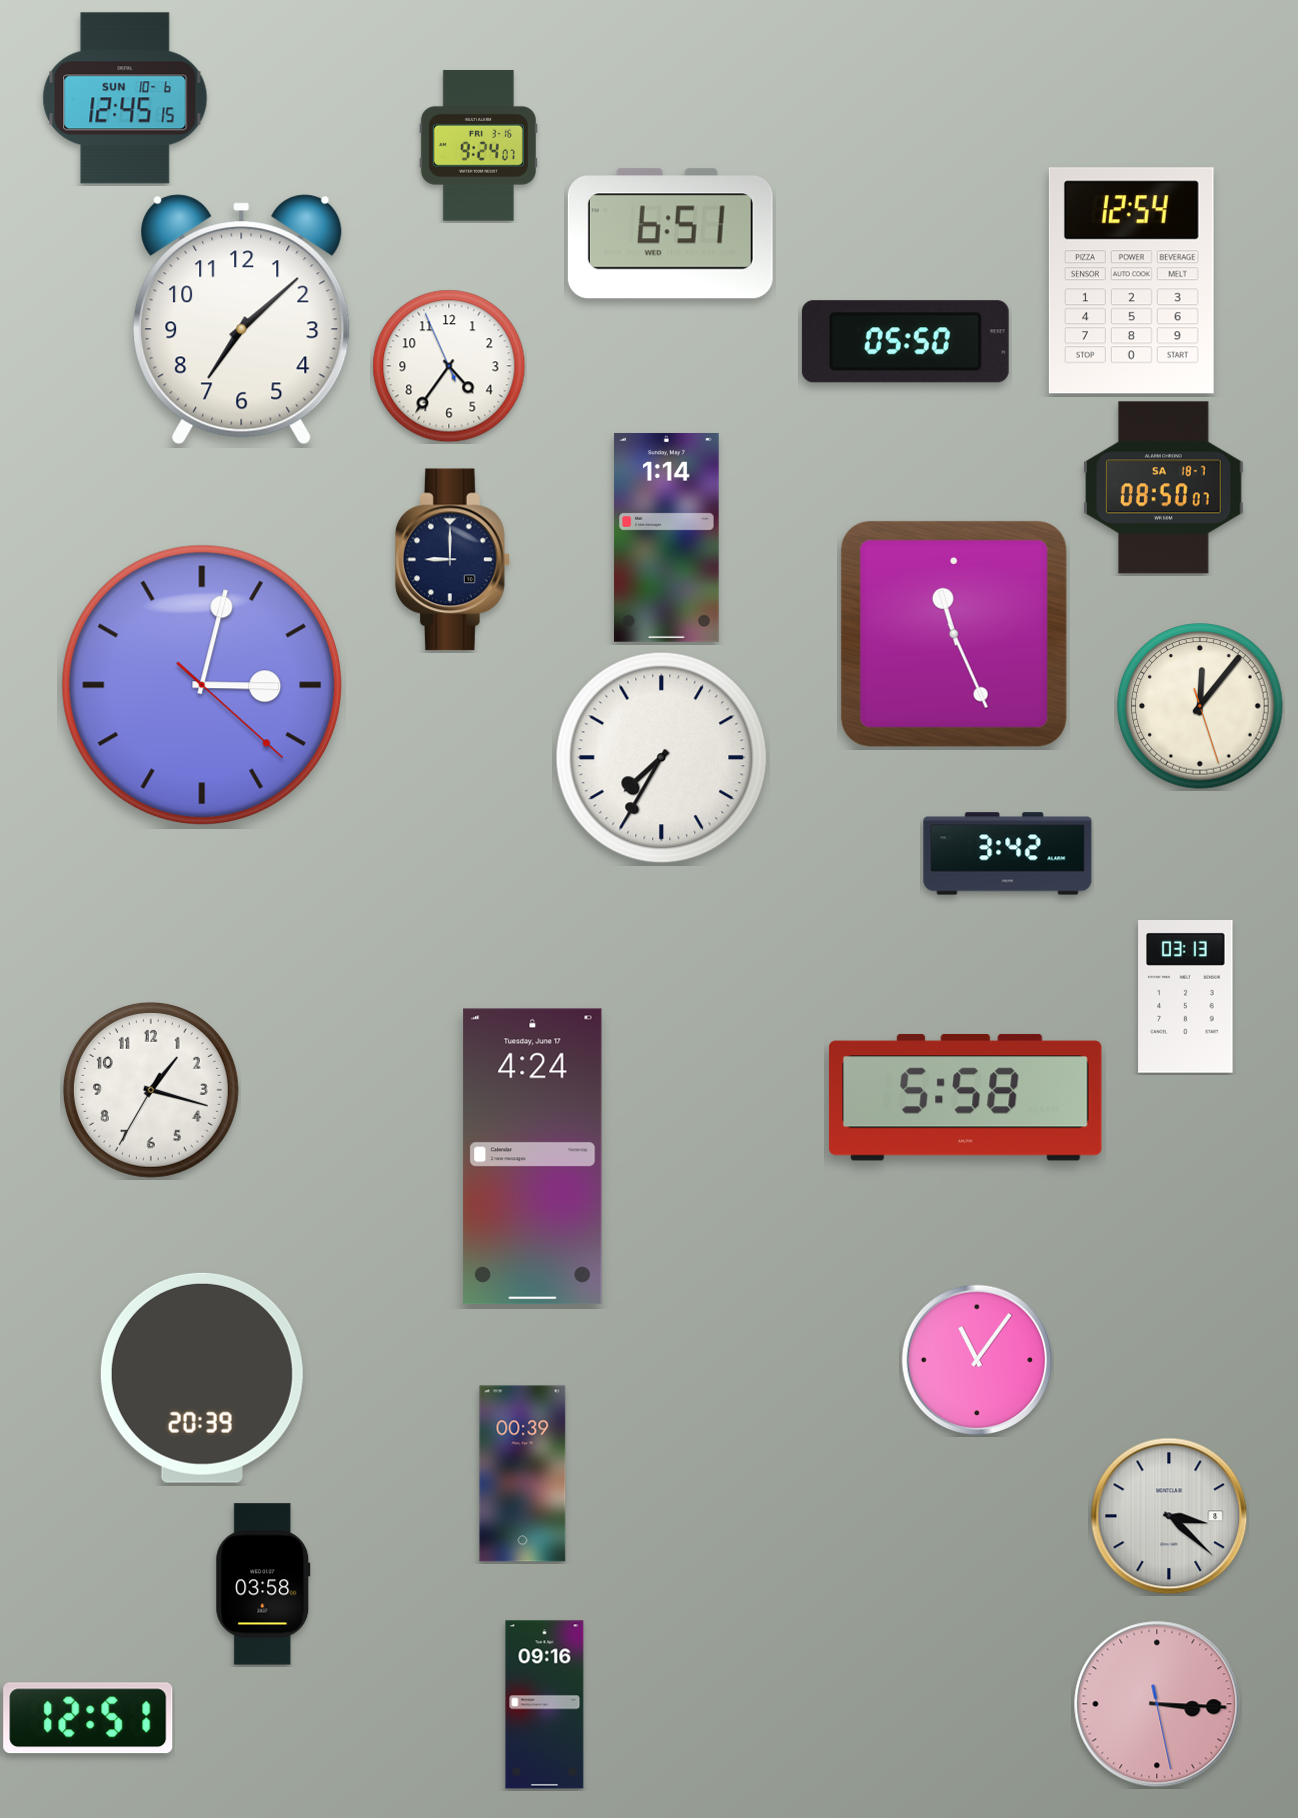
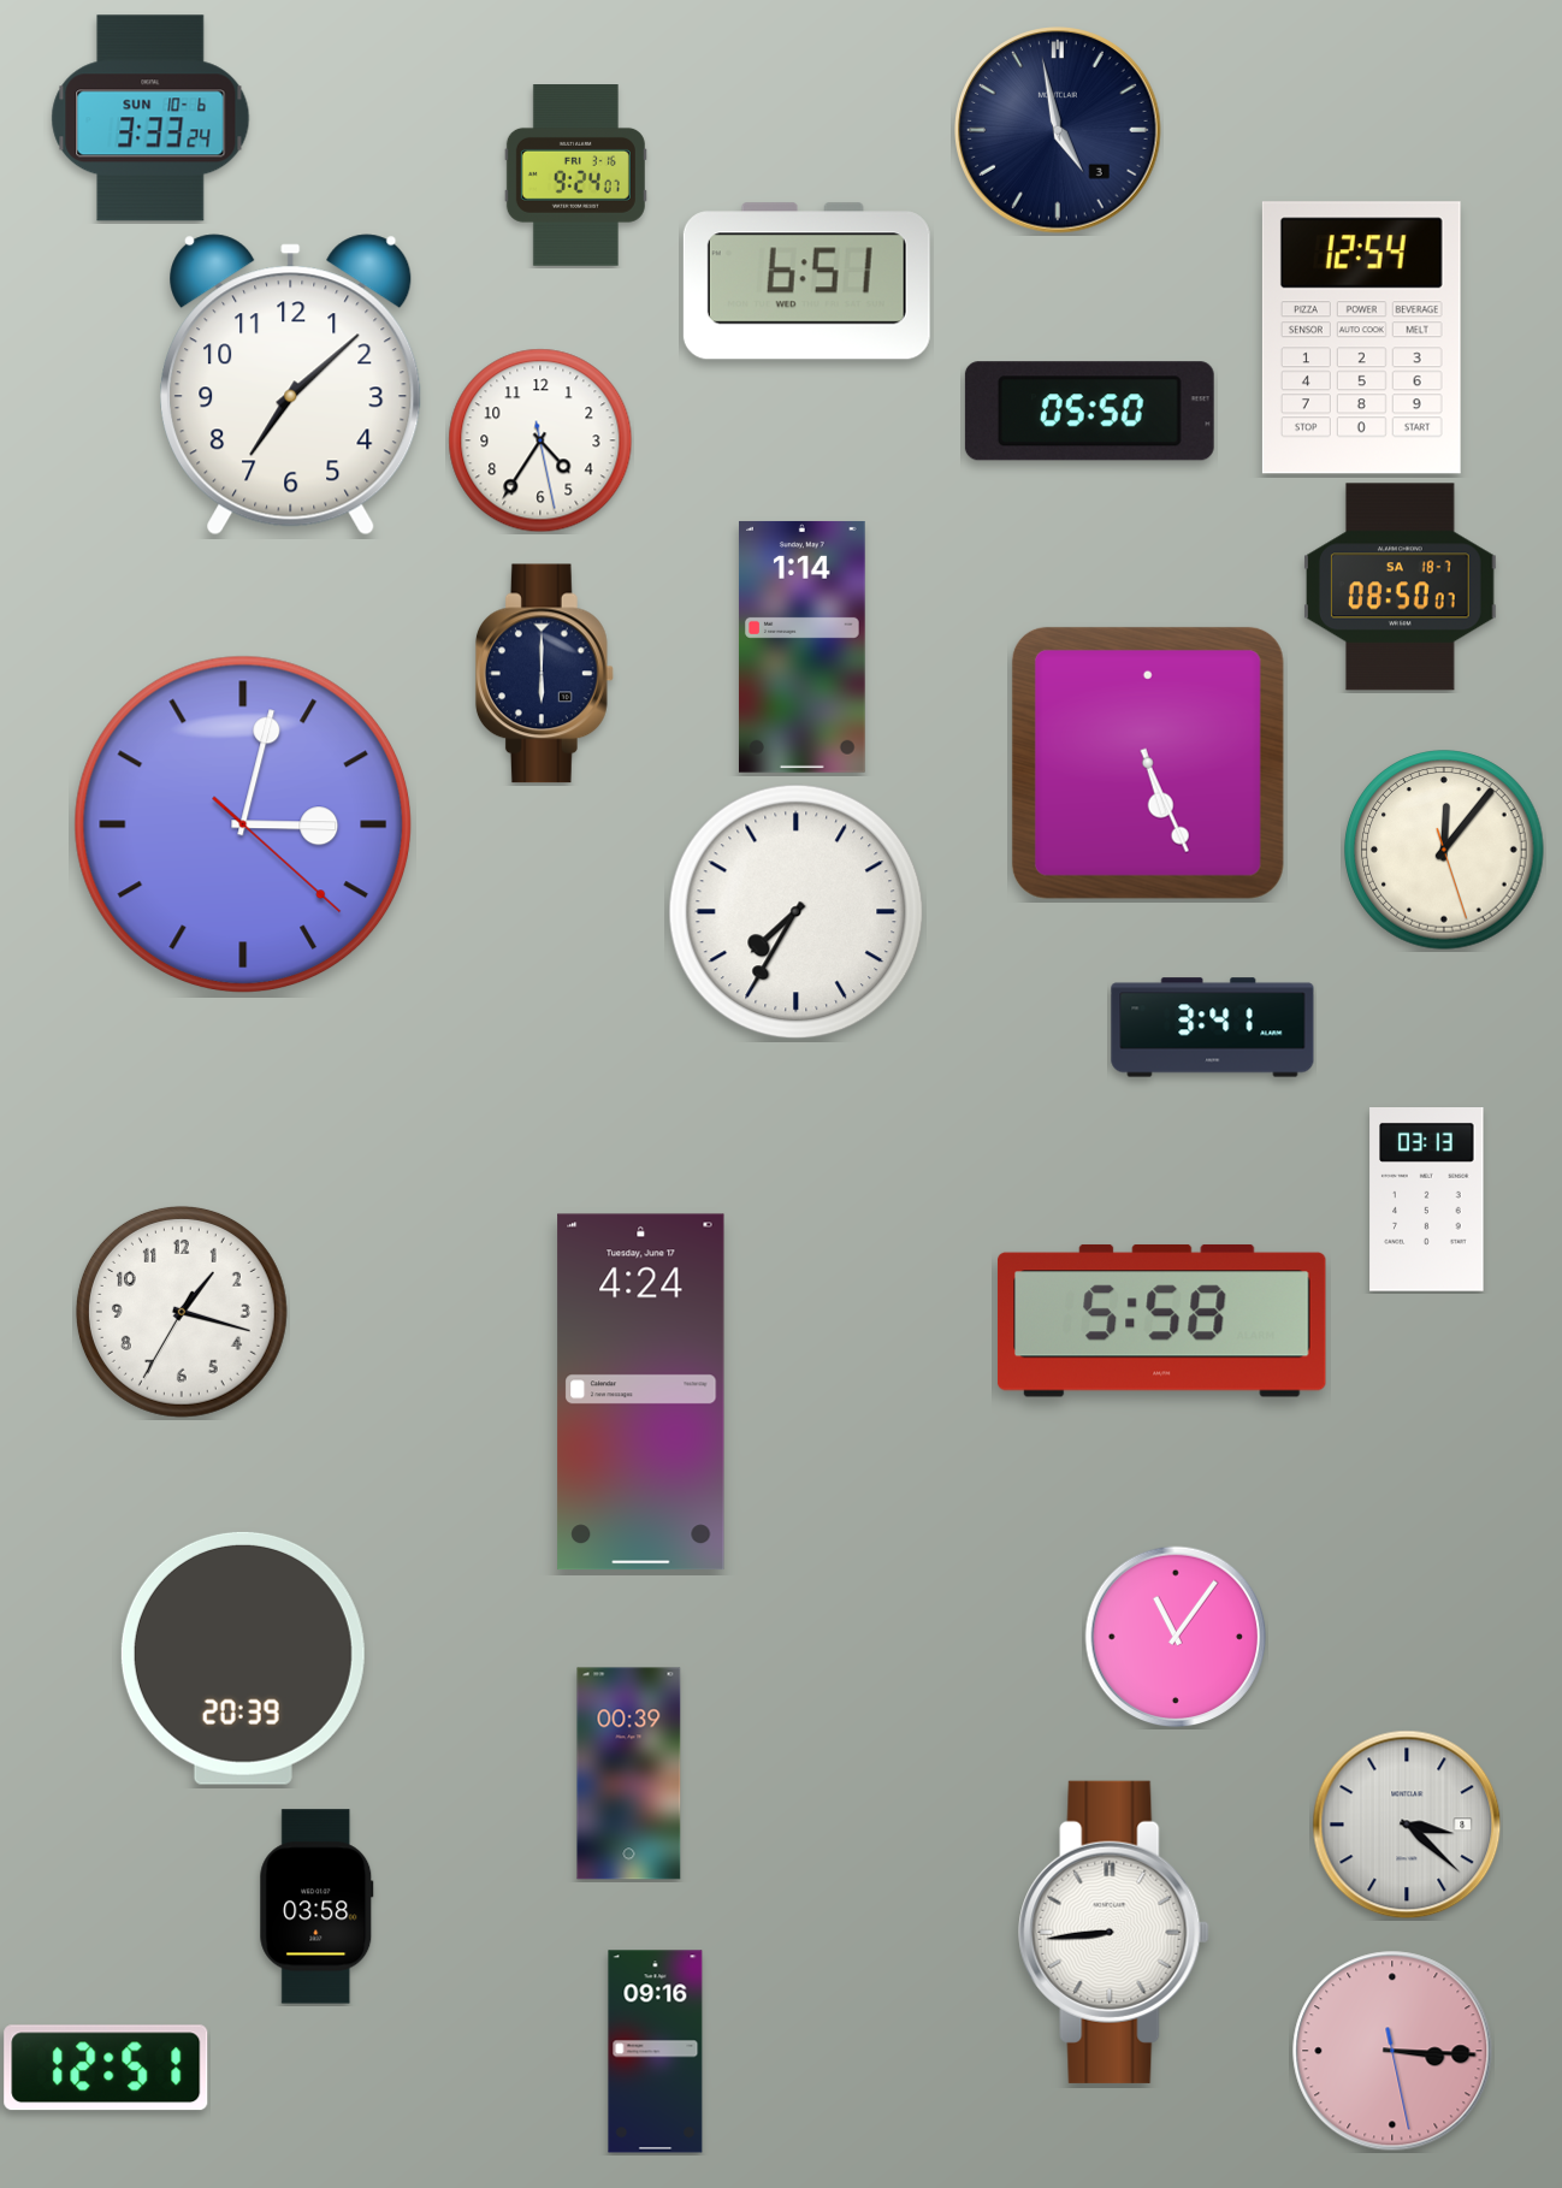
clock at (125, 98): 12:45 -> 3:33
clock at (1058, 130): none -> 4:58
clock at (449, 366): 4:35:56 -> 4:35:28
clock at (452, 560): 9:00 -> 6:00
clock at (954, 634): 11:26 -> 5:26
clock at (1008, 854): 3:42 -> 3:41
clock at (1114, 1932): none -> 8:44
